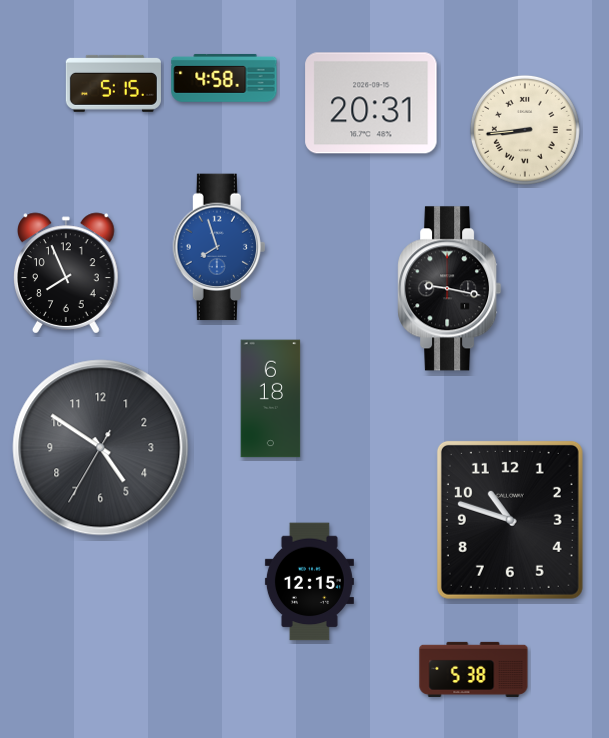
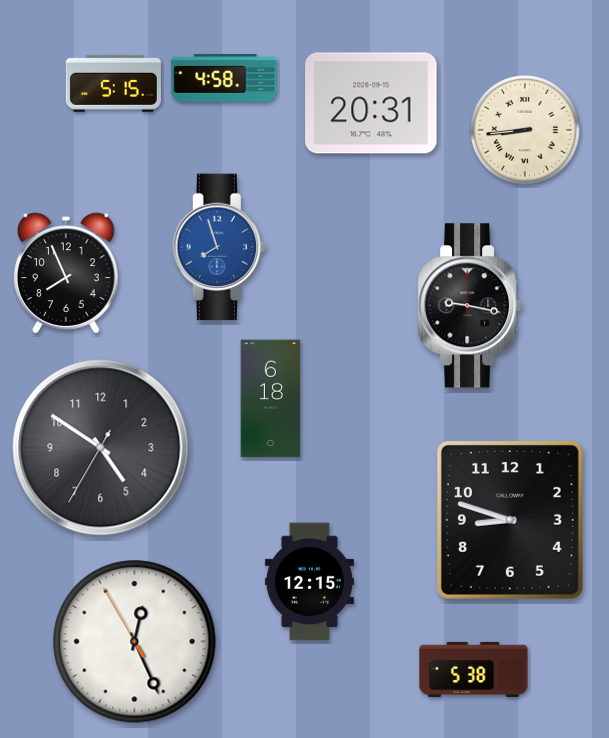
clock at (450, 289) position: (450, 289) -> (470, 306)
clock at (510, 520): 10:48 -> 8:48
clock at (135, 642): none -> 12:25
